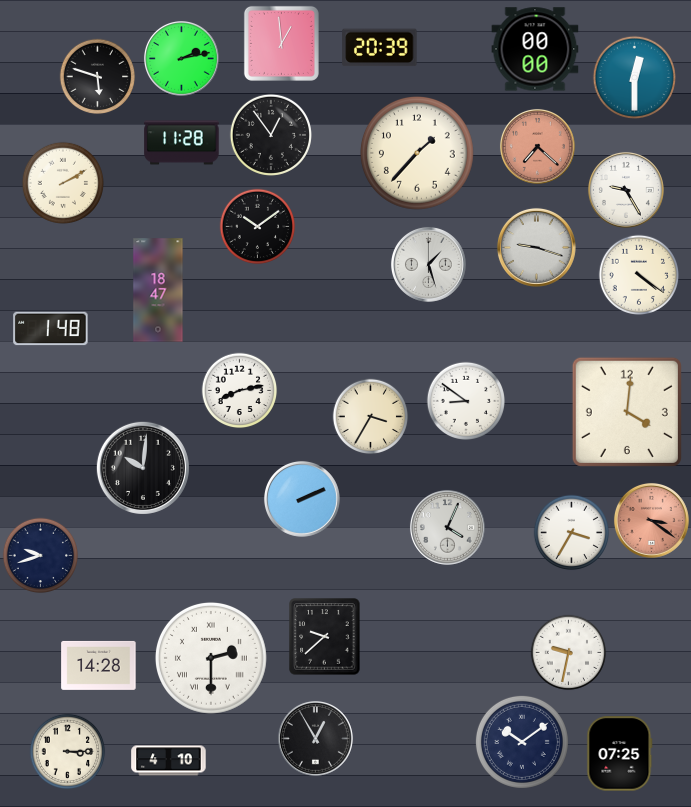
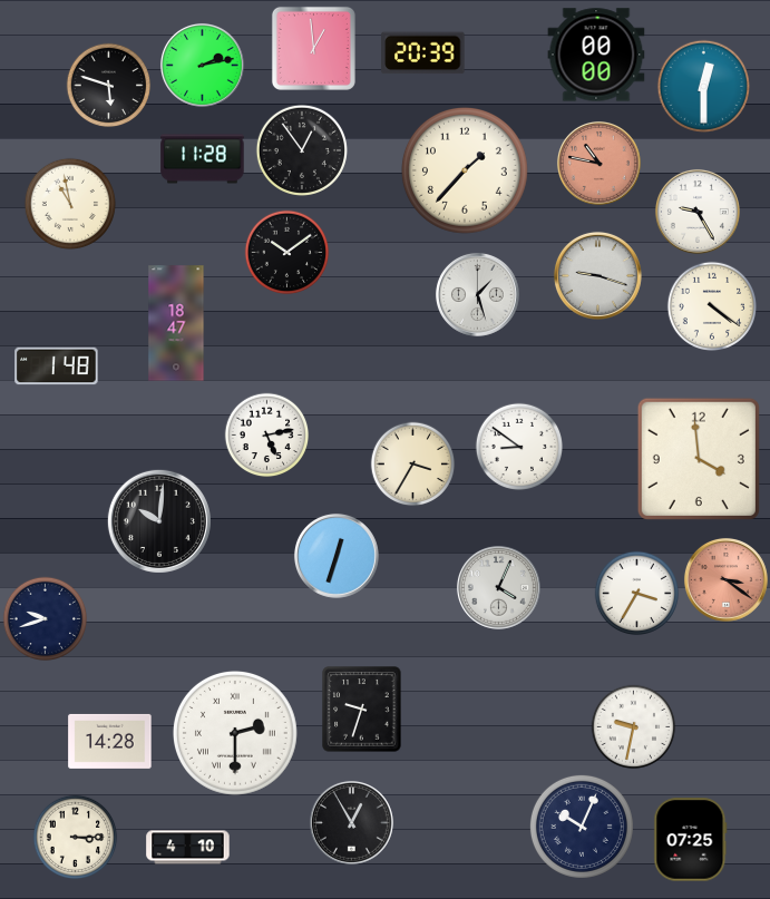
clock at (634, 77) position: (634, 77) -> (703, 86)
clock at (537, 146): 7:22 -> 10:47
clock at (63, 183): 2:10 -> 10:58
clock at (240, 391): 8:13 -> 5:13
clock at (627, 412): 4:01 -> 3:59
clock at (302, 499): 2:11 -> 12:33
clock at (325, 637): 9:38 -> 9:33
clock at (522, 742): 10:09 -> 10:04
